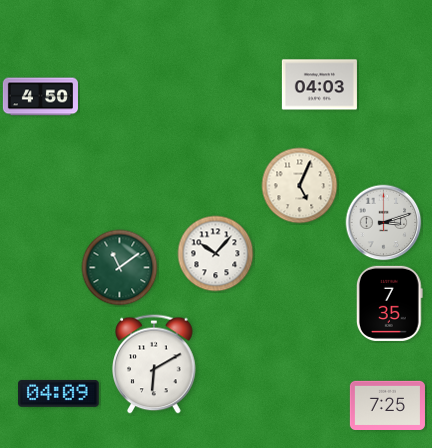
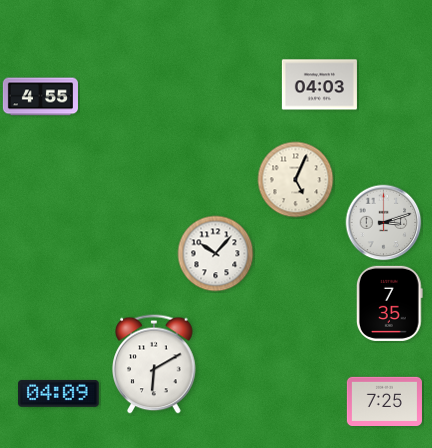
clock at (40, 97): 4:50 -> 4:55
clock at (300, 186) position: (300, 186) -> (296, 180)
clock at (120, 268): 11:09 -> none
clock at (387, 405) position: (387, 405) -> (384, 401)
